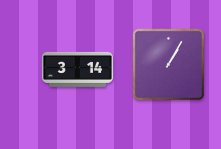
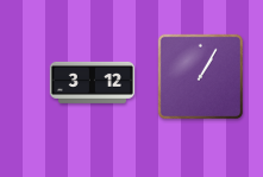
clock at (77, 69): 3:14 -> 3:12
